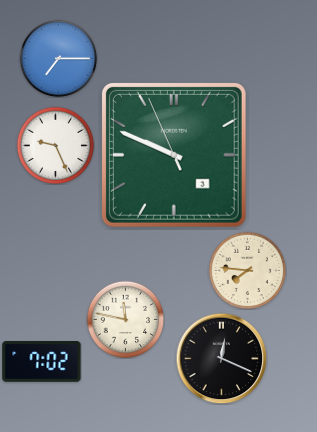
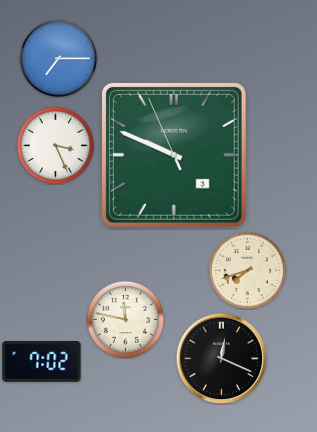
clock at (55, 145): 9:26 -> 3:26
clock at (247, 270): 7:46 -> 7:42
